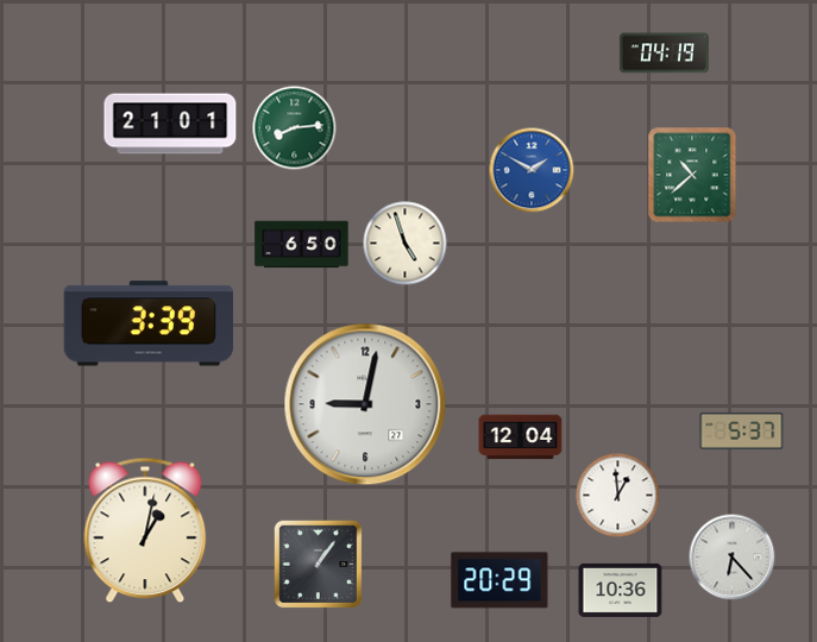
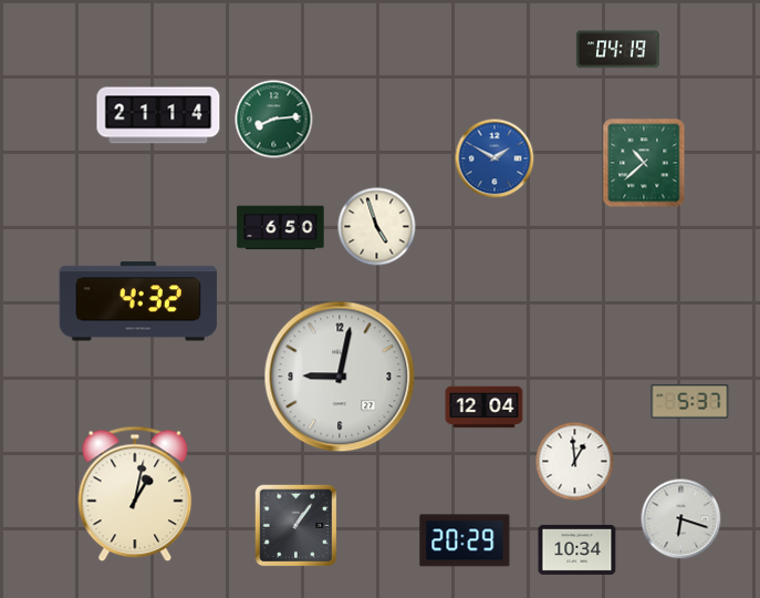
clock at (170, 124): 21:01 -> 21:14
clock at (149, 323): 3:39 -> 4:32
clock at (733, 558): 6:23 -> 6:18
clock at (621, 590): 10:36 -> 10:34
